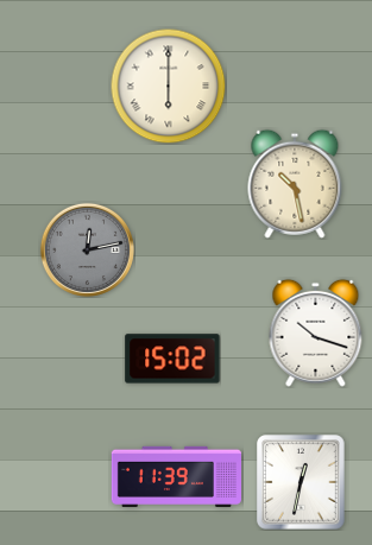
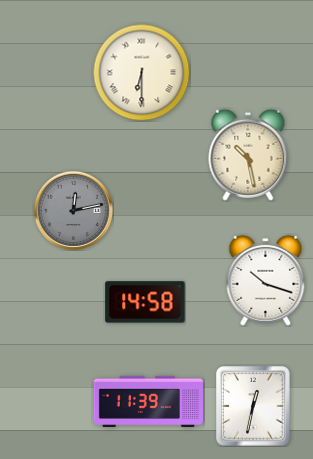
clock at (168, 85): 6:00 -> 6:30
clock at (172, 359): 15:02 -> 14:58
